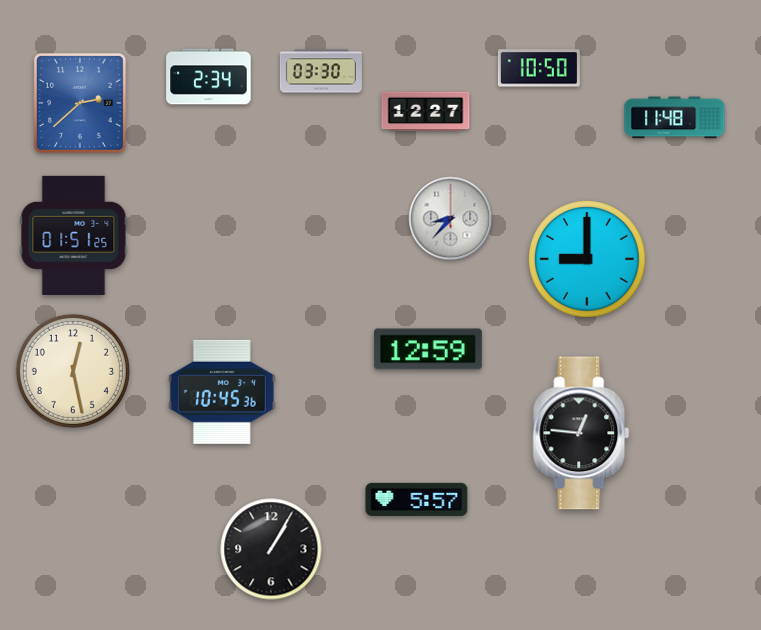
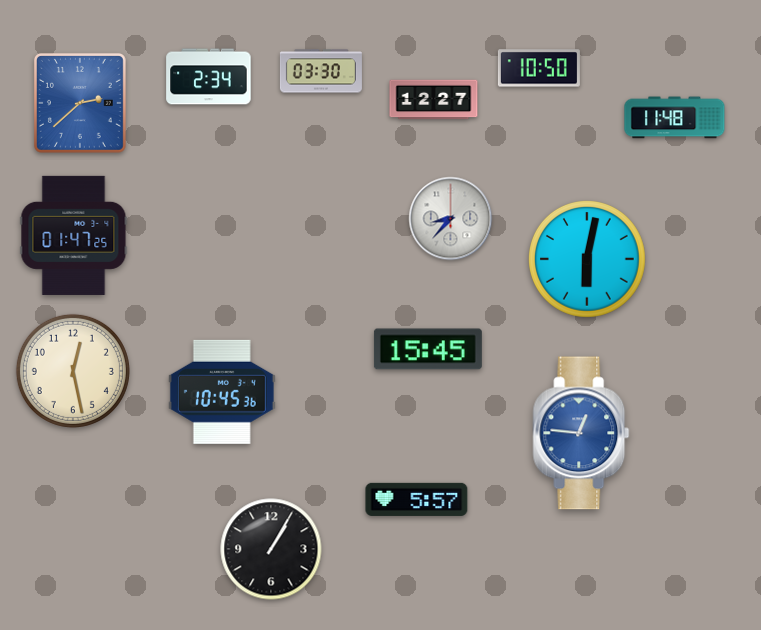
clock at (426, 112) position: (426, 112) -> (434, 100)
clock at (74, 235): 01:51 -> 01:47
clock at (588, 260): 9:00 -> 6:02
clock at (428, 349): 12:59 -> 15:45
clock at (581, 433) dial: black -> blue
